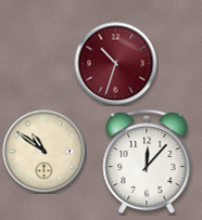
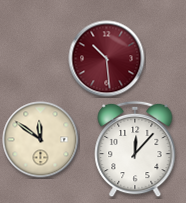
clock at (116, 64): 10:33 -> 10:29
clock at (45, 152): 10:51 -> 11:51
